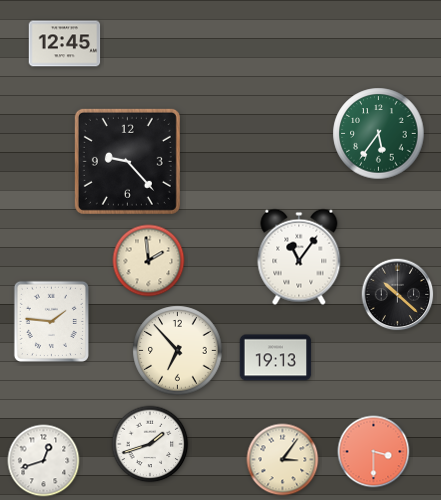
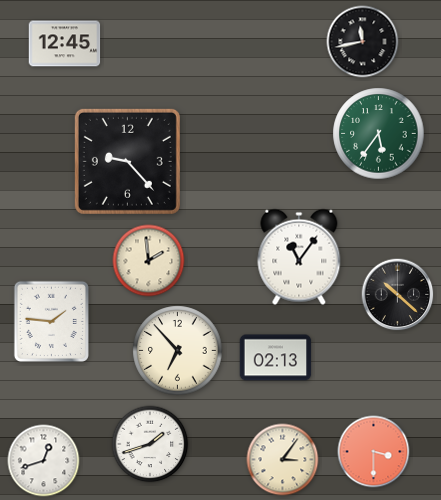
clock at (363, 42): none -> 11:43
clock at (276, 358): 19:13 -> 02:13
